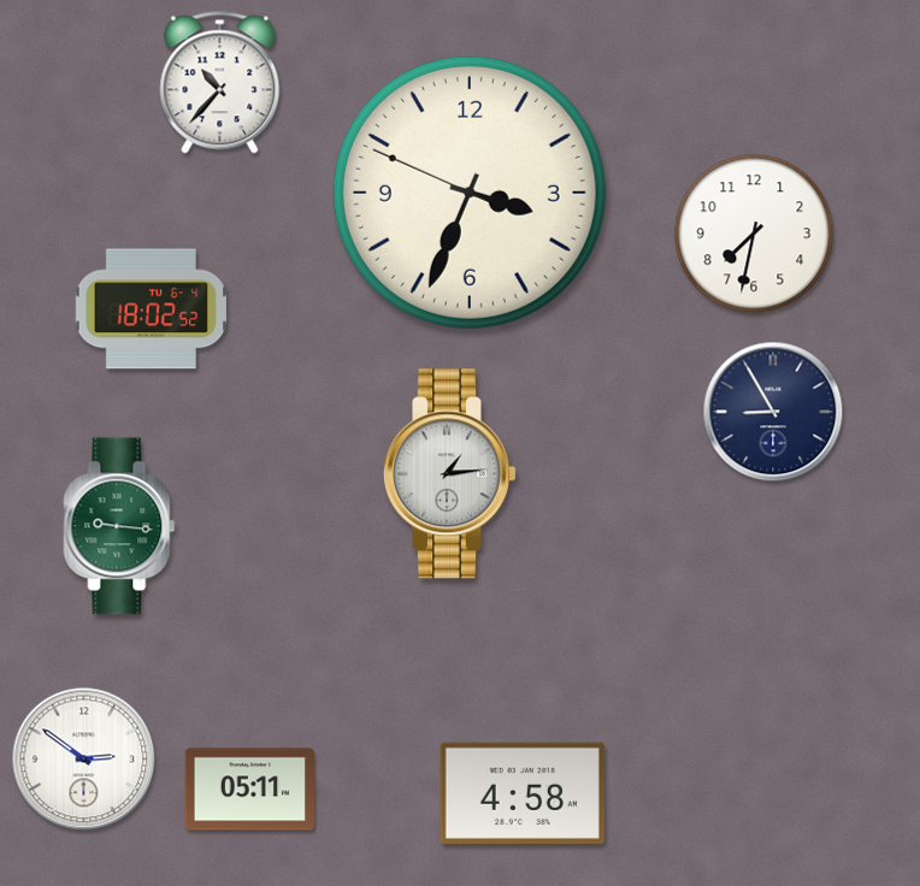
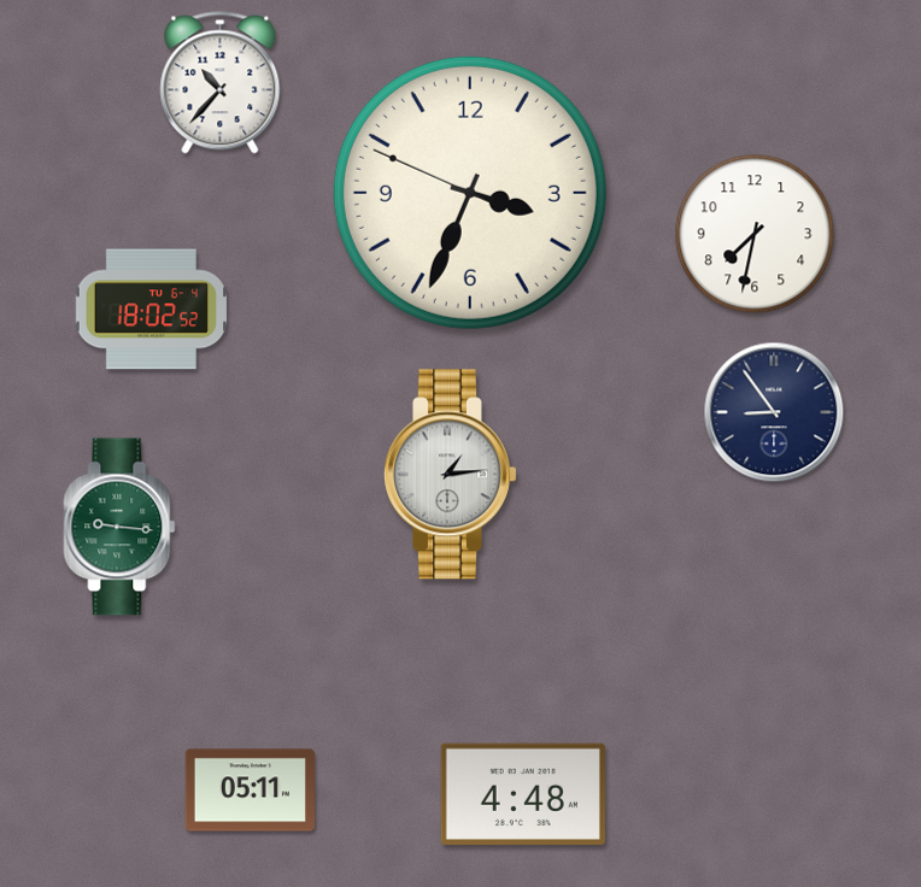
clock at (773, 412): 8:55 -> 8:54
clock at (84, 760): 2:51 -> none
clock at (523, 793): 4:58 -> 4:48
